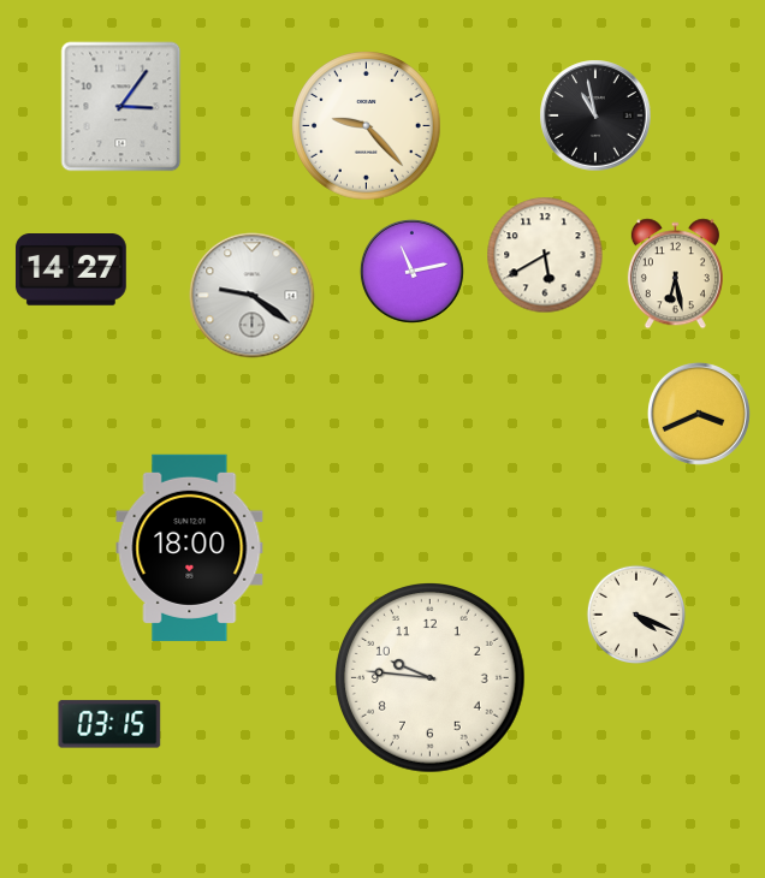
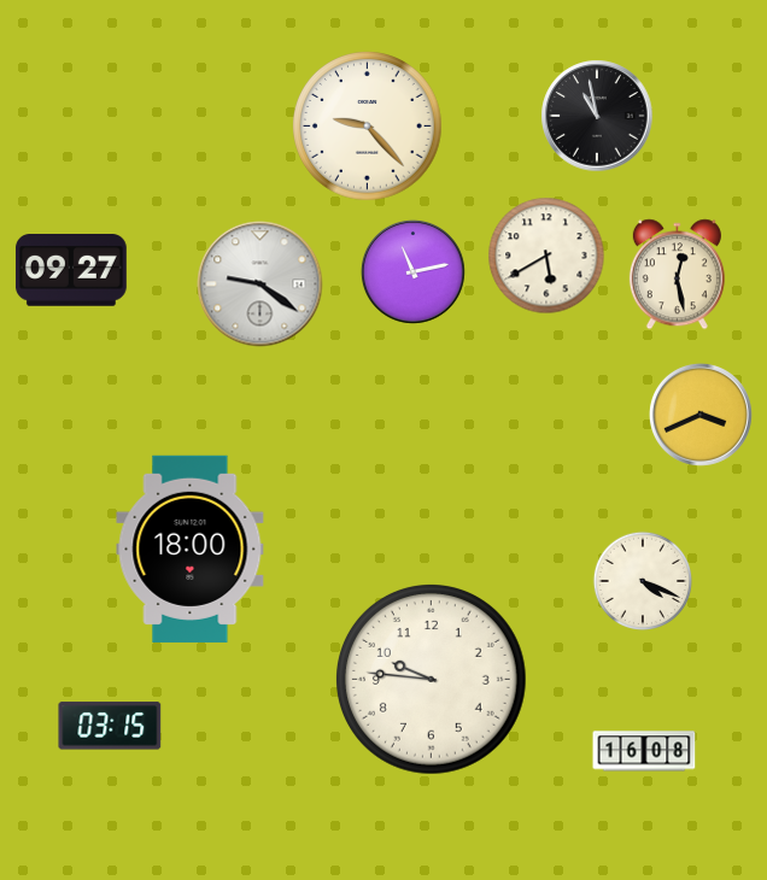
clock at (121, 107): 3:06 -> none
clock at (71, 271): 14:27 -> 09:27
clock at (675, 274): 6:28 -> 12:28
clock at (253, 296) position: (253, 296) -> (260, 284)
clock at (635, 613) position: (635, 613) -> (642, 580)
clock at (644, 751): none -> 16:08
